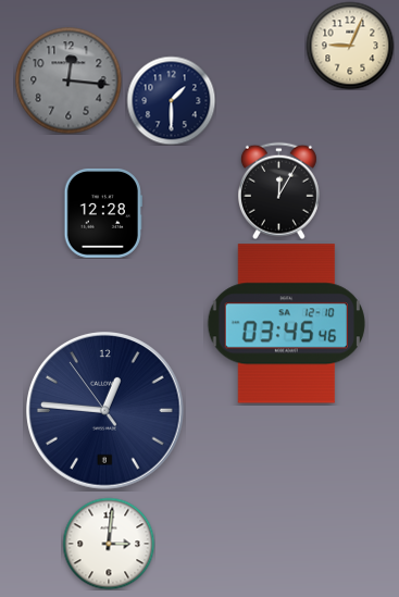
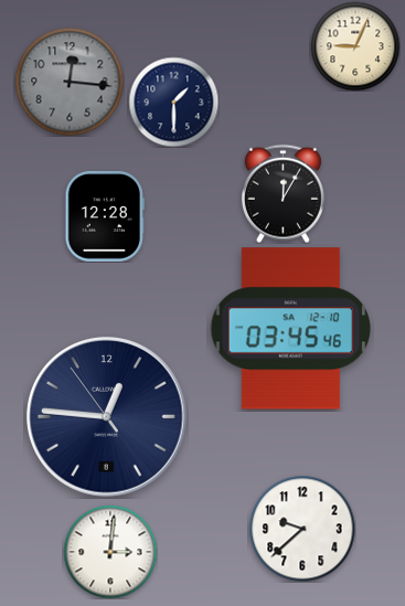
clock at (302, 529): none -> 9:38
